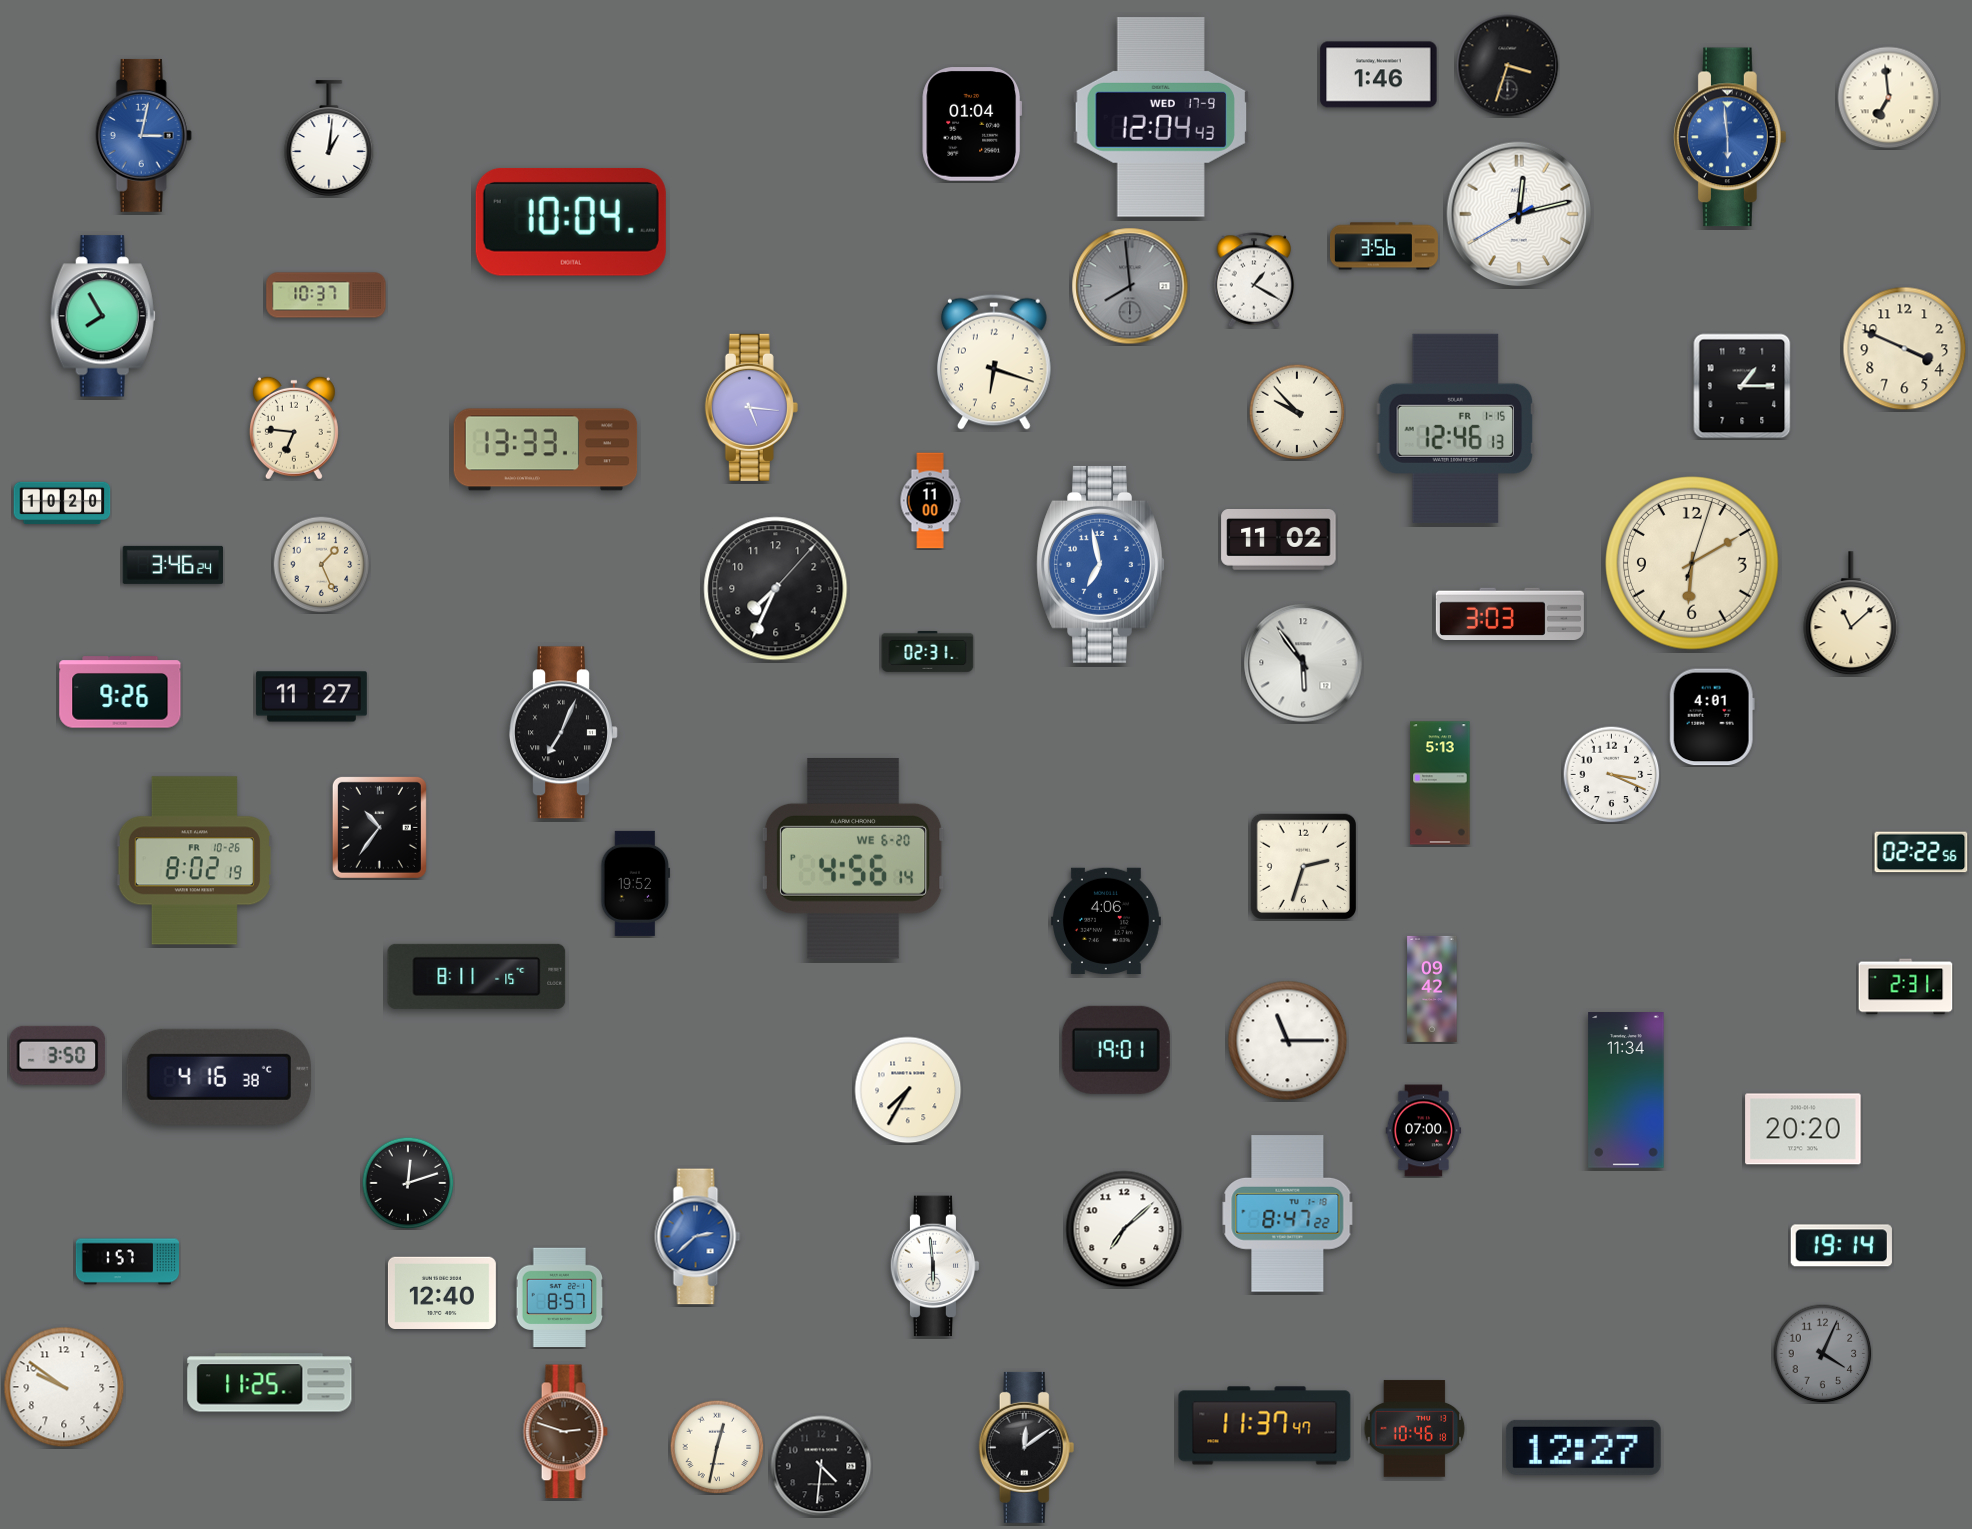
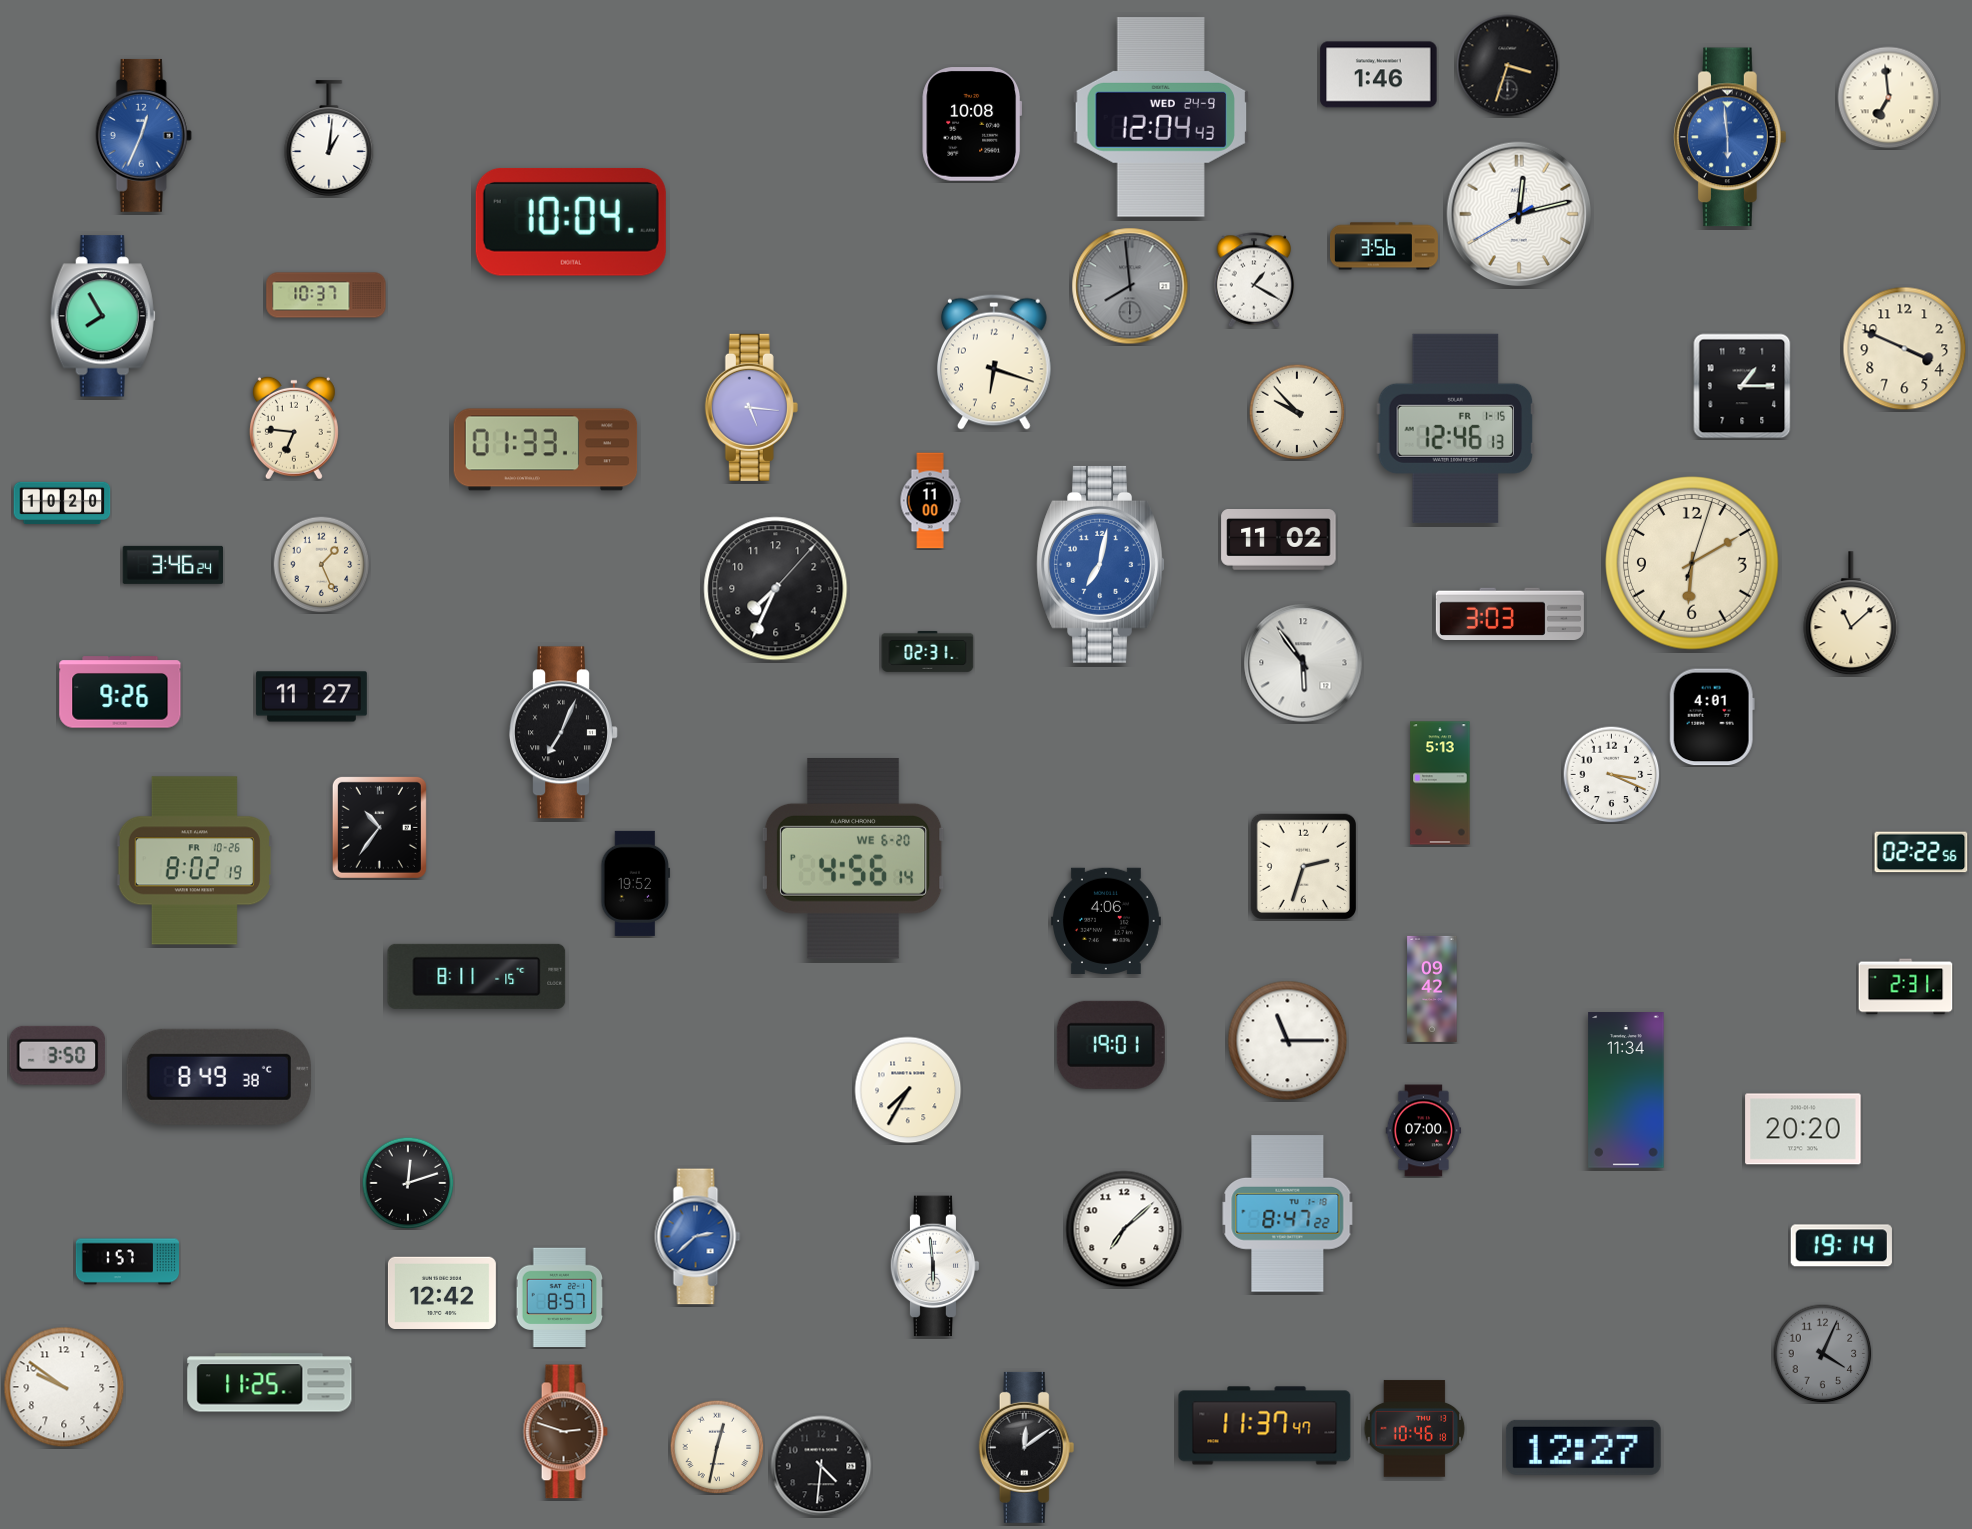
clock at (1161, 118) date: WED 17-9 -> WED 24-9
clock at (972, 124): 01:04 -> 10:08
clock at (143, 135): 3:02 -> 12:34
clock at (546, 450): 13:33 -> 01:33
clock at (1101, 564): 6:58 -> 7:02
clock at (1116, 1050) position: (1116, 1050) -> (1111, 1045)
clock at (219, 1077): 4:16 -> 8:49
clock at (442, 1292): 12:40 -> 12:42
